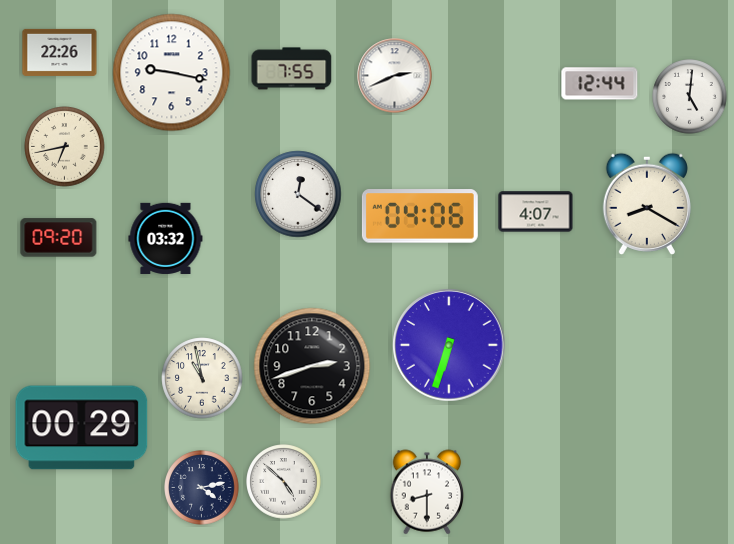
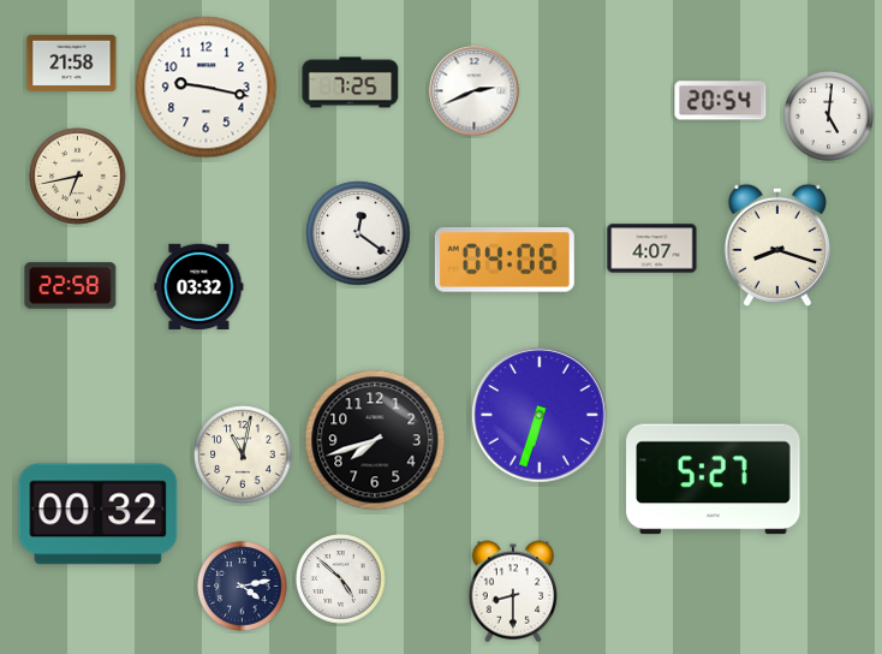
clock at (60, 52): 22:26 -> 21:58
clock at (292, 69): 7:55 -> 7:25
clock at (600, 84): 12:44 -> 20:54
clock at (647, 203): 8:20 -> 8:18
clock at (536, 212) position: (536, 212) -> (652, 249)
clock at (59, 238): 09:20 -> 22:58
clock at (312, 366): 2:42 -> 7:42
clock at (202, 378): 10:58 -> 11:02
clock at (714, 480): none -> 5:27
clock at (82, 428): 00:29 -> 00:32
